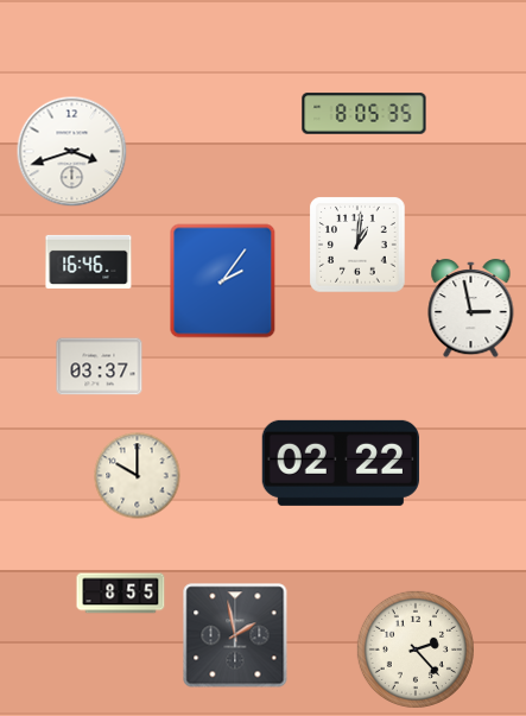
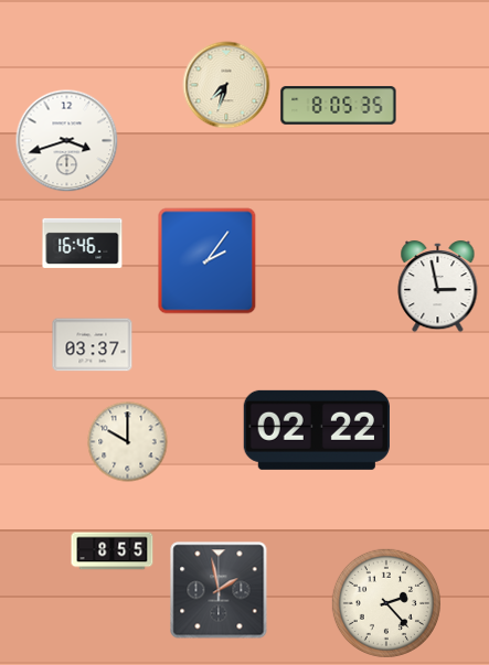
clock at (226, 85): none -> 7:33
clock at (357, 245): 1:01 -> none
clock at (100, 367) position: (100, 367) -> (93, 345)
